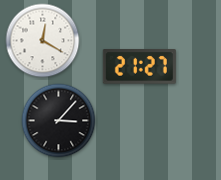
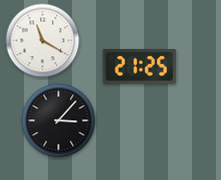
clock at (43, 41): 12:20 -> 11:20
clock at (139, 67): 21:27 -> 21:25
